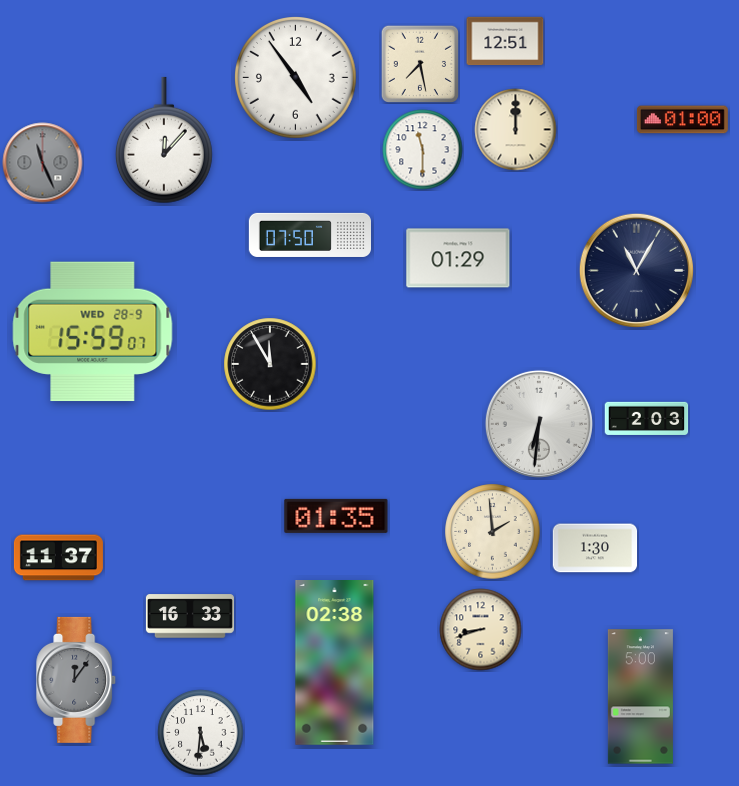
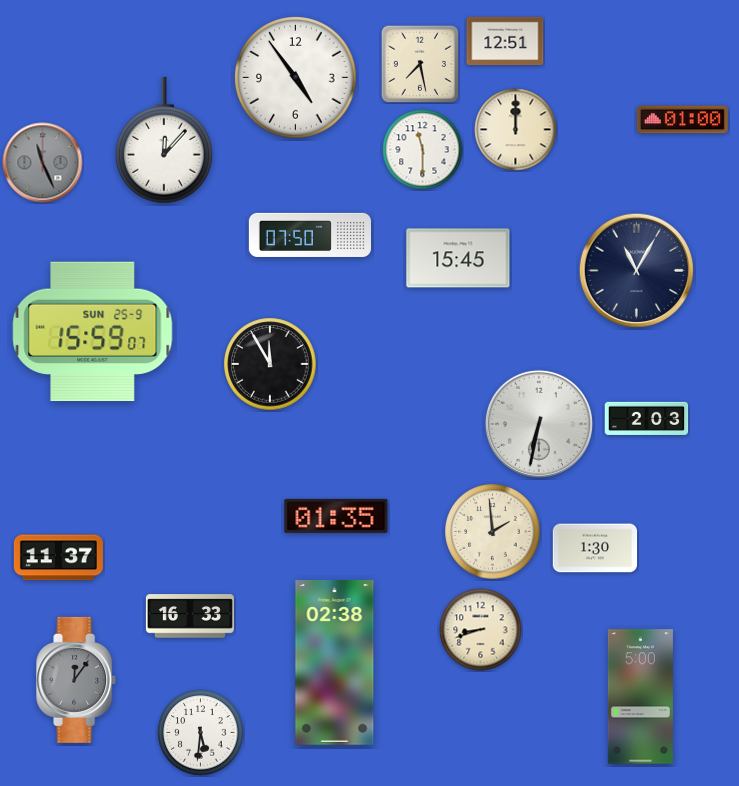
clock at (458, 258): 01:29 -> 15:45
clock at (93, 332) date: WED 28-9 -> SUN 25-9
clock at (539, 424): 6:31 -> 6:32
